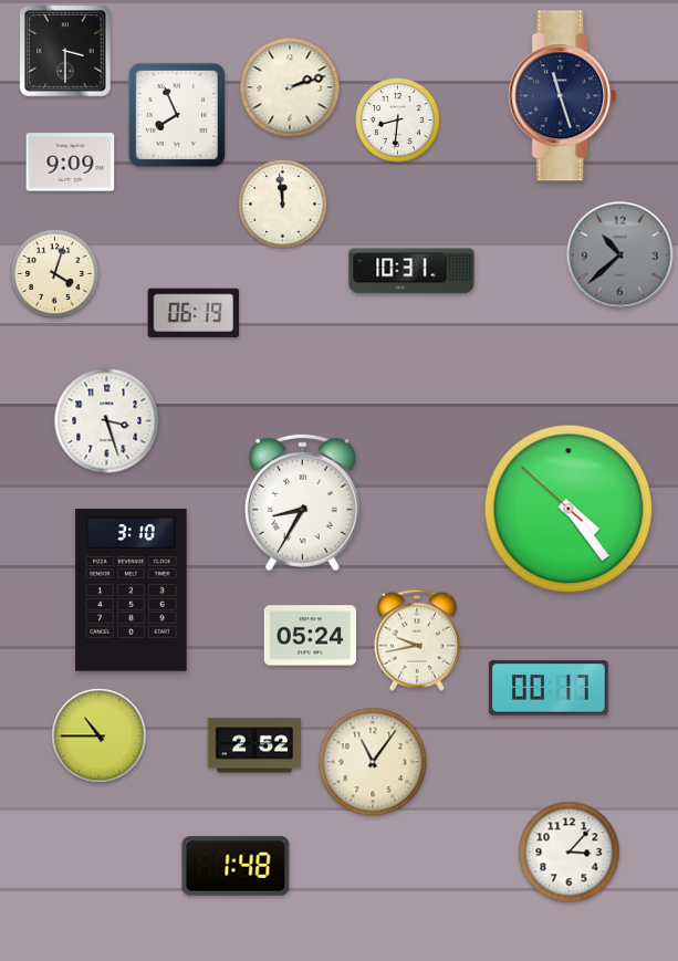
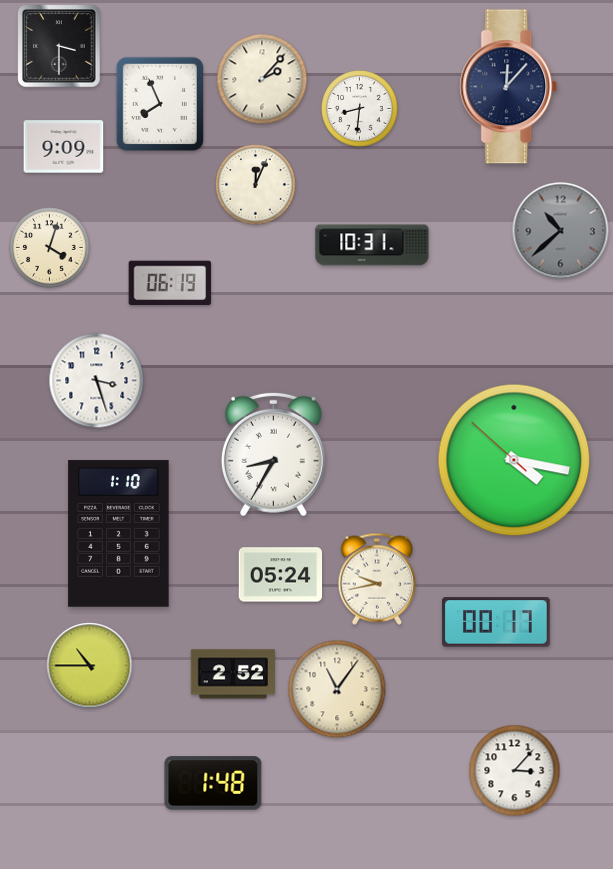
clock at (290, 87): 2:12 -> 2:07
clock at (563, 96): 11:27 -> 12:07
clock at (283, 205): 11:59 -> 12:04
clock at (194, 313) position: (194, 313) -> (170, 283)
clock at (569, 509): 4:23 -> 4:16
clock at (132, 591): 3:10 -> 1:10
clock at (254, 745) position: (254, 745) -> (233, 674)
